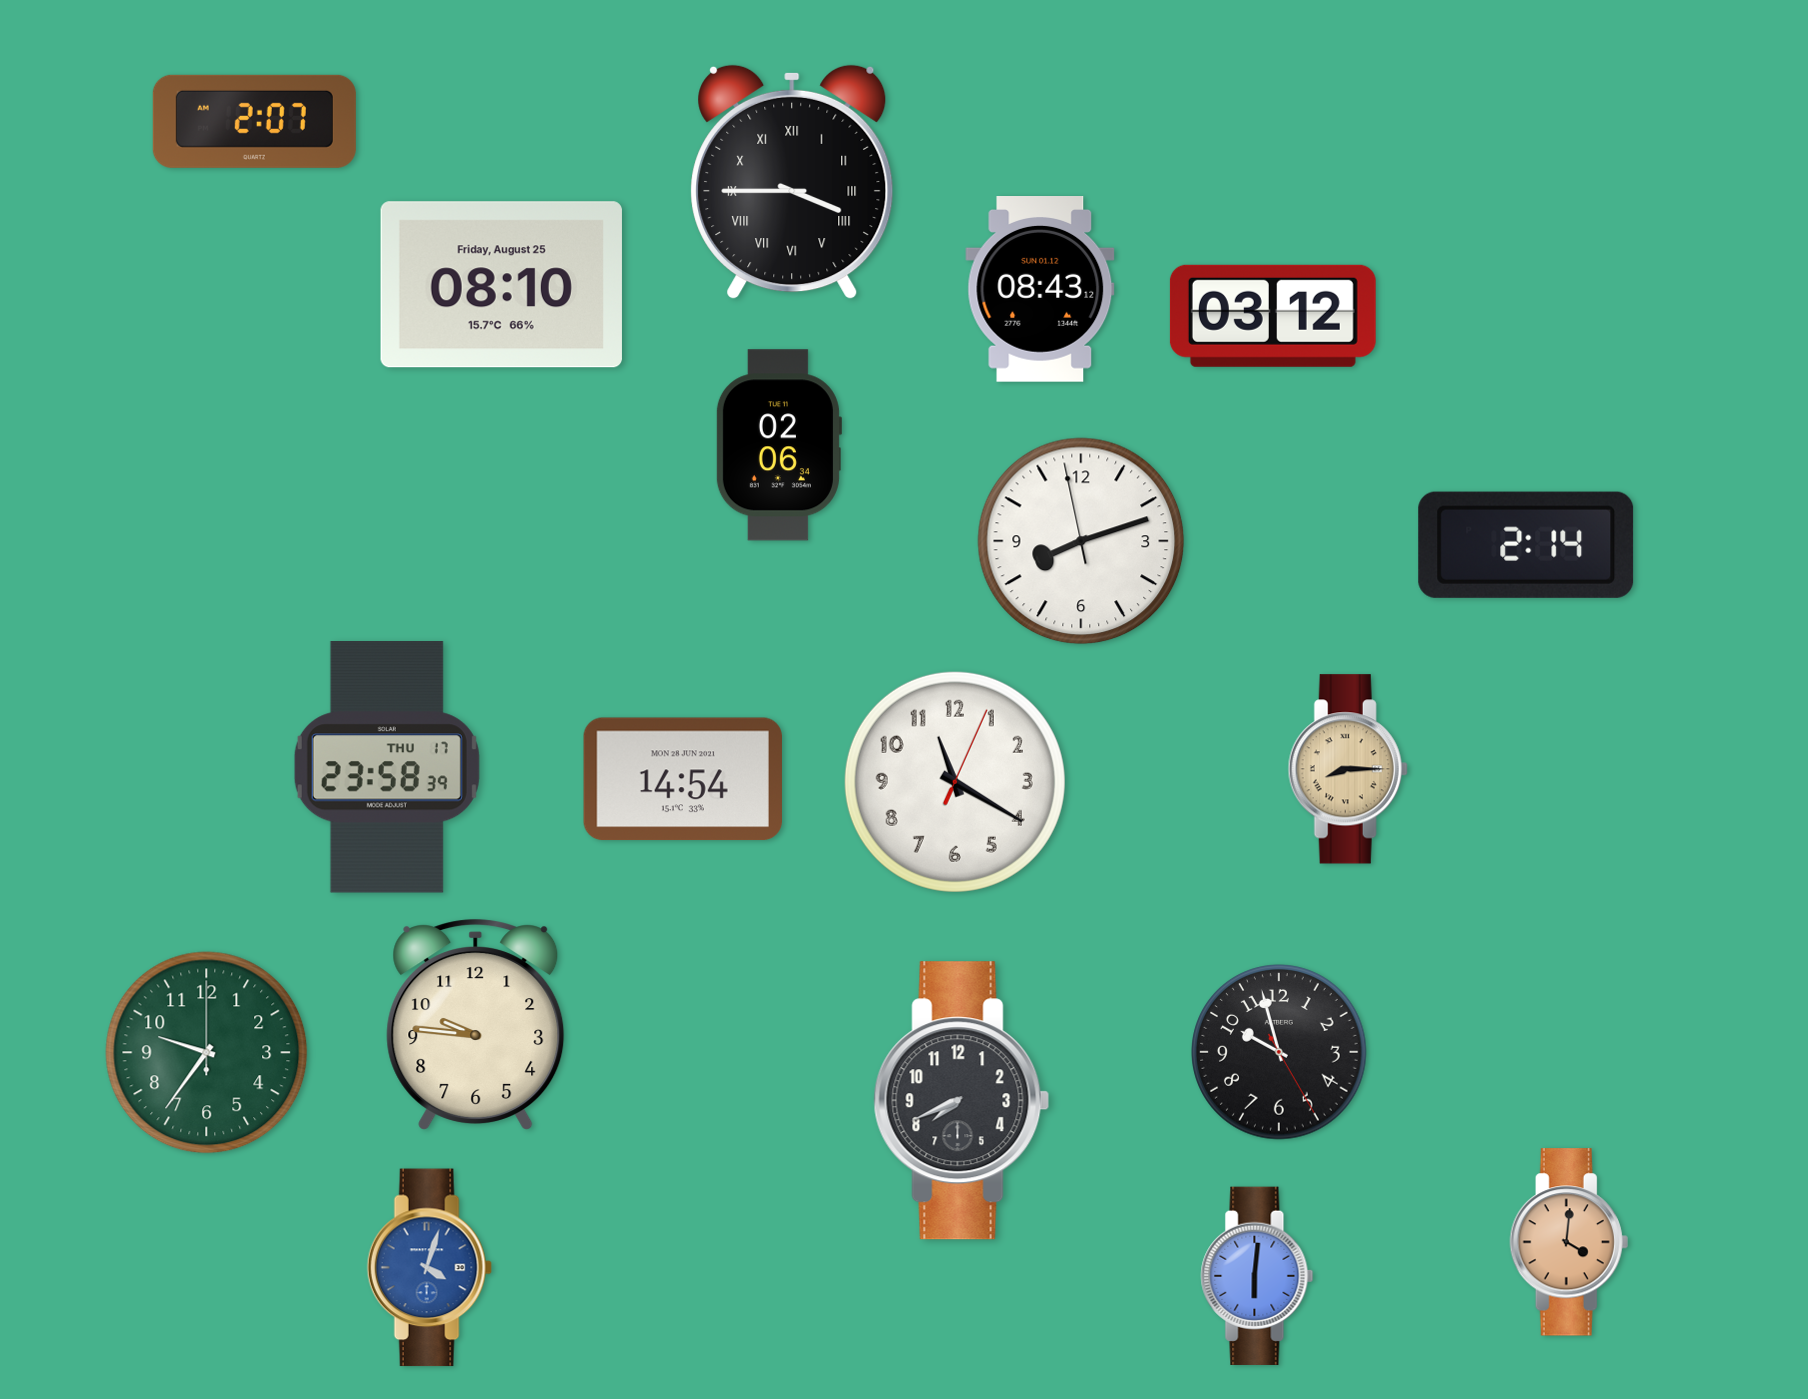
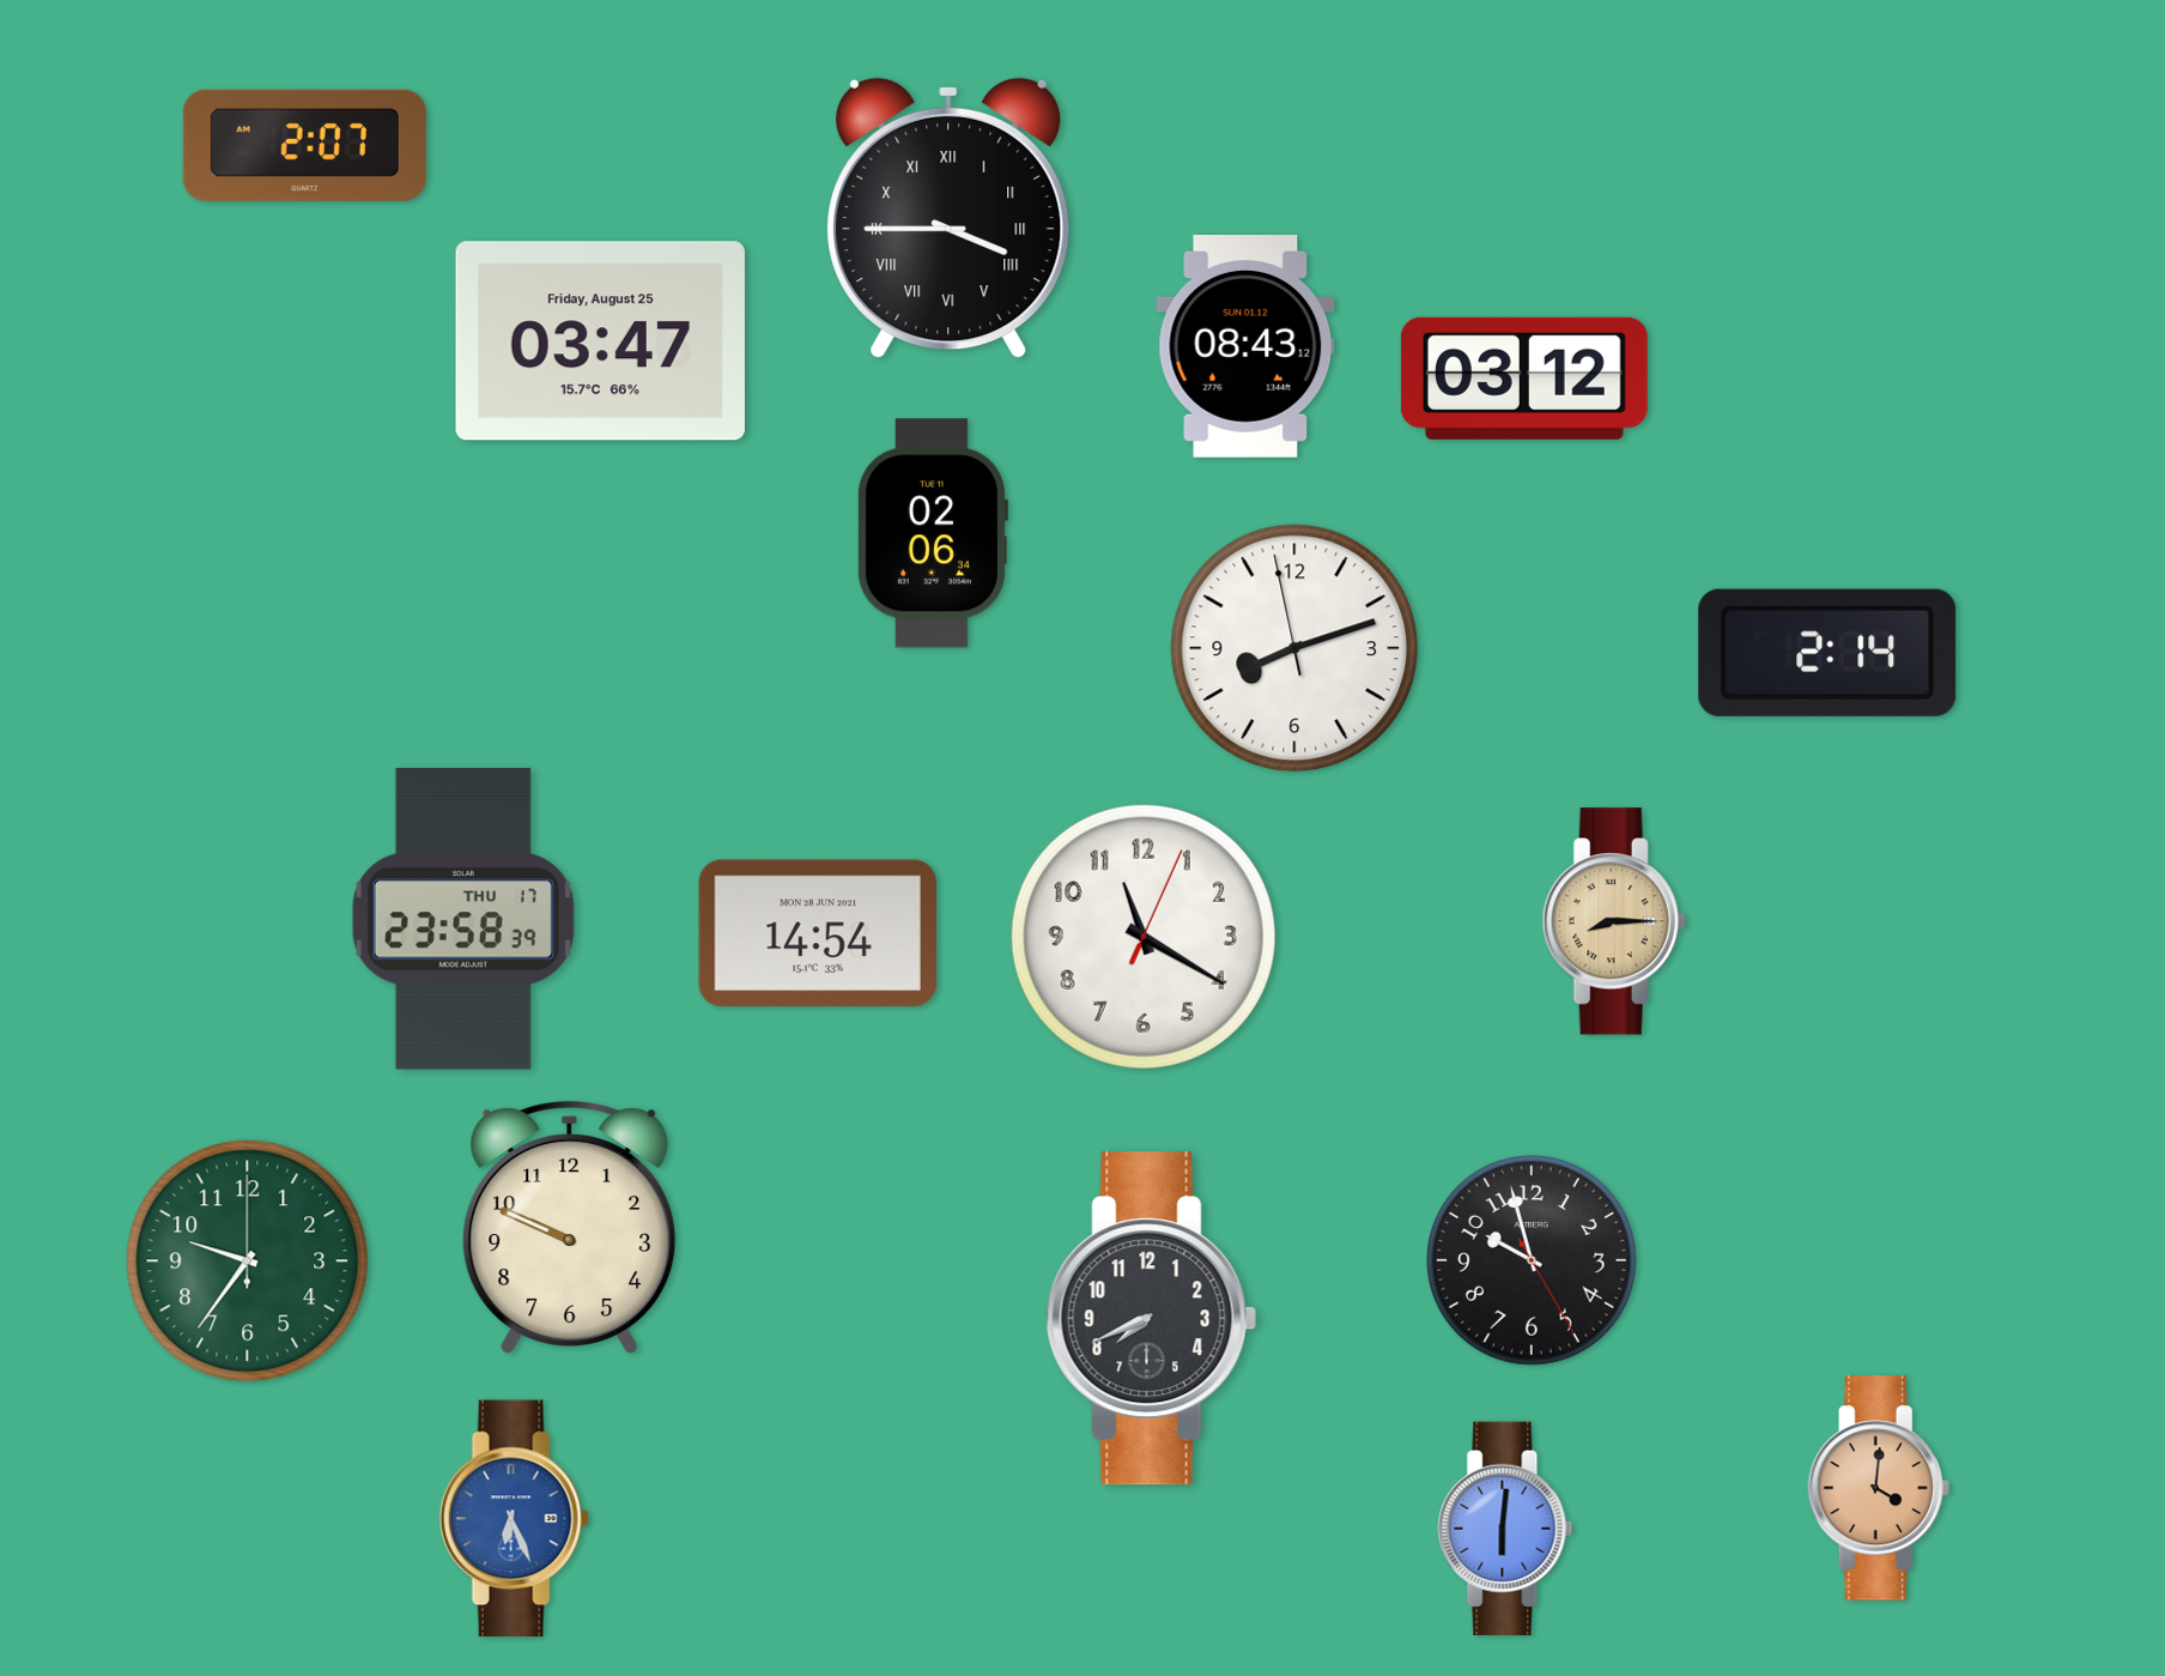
clock at (501, 285): 08:10 -> 03:47
clock at (476, 1025): 9:46 -> 9:49
clock at (429, 1268): 4:03 -> 6:26
